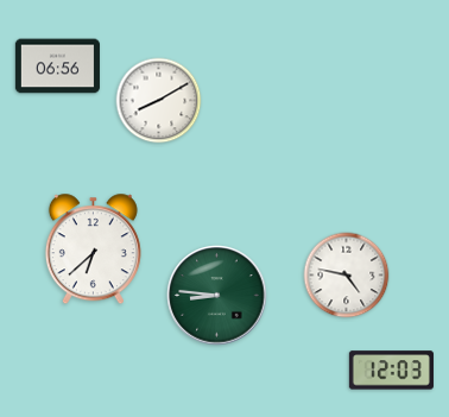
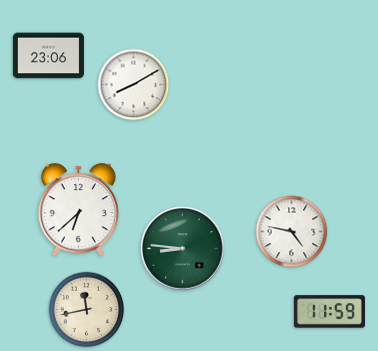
clock at (57, 67): 06:56 -> 23:06
clock at (87, 310): none -> 11:43
clock at (391, 371): 12:03 -> 11:59
